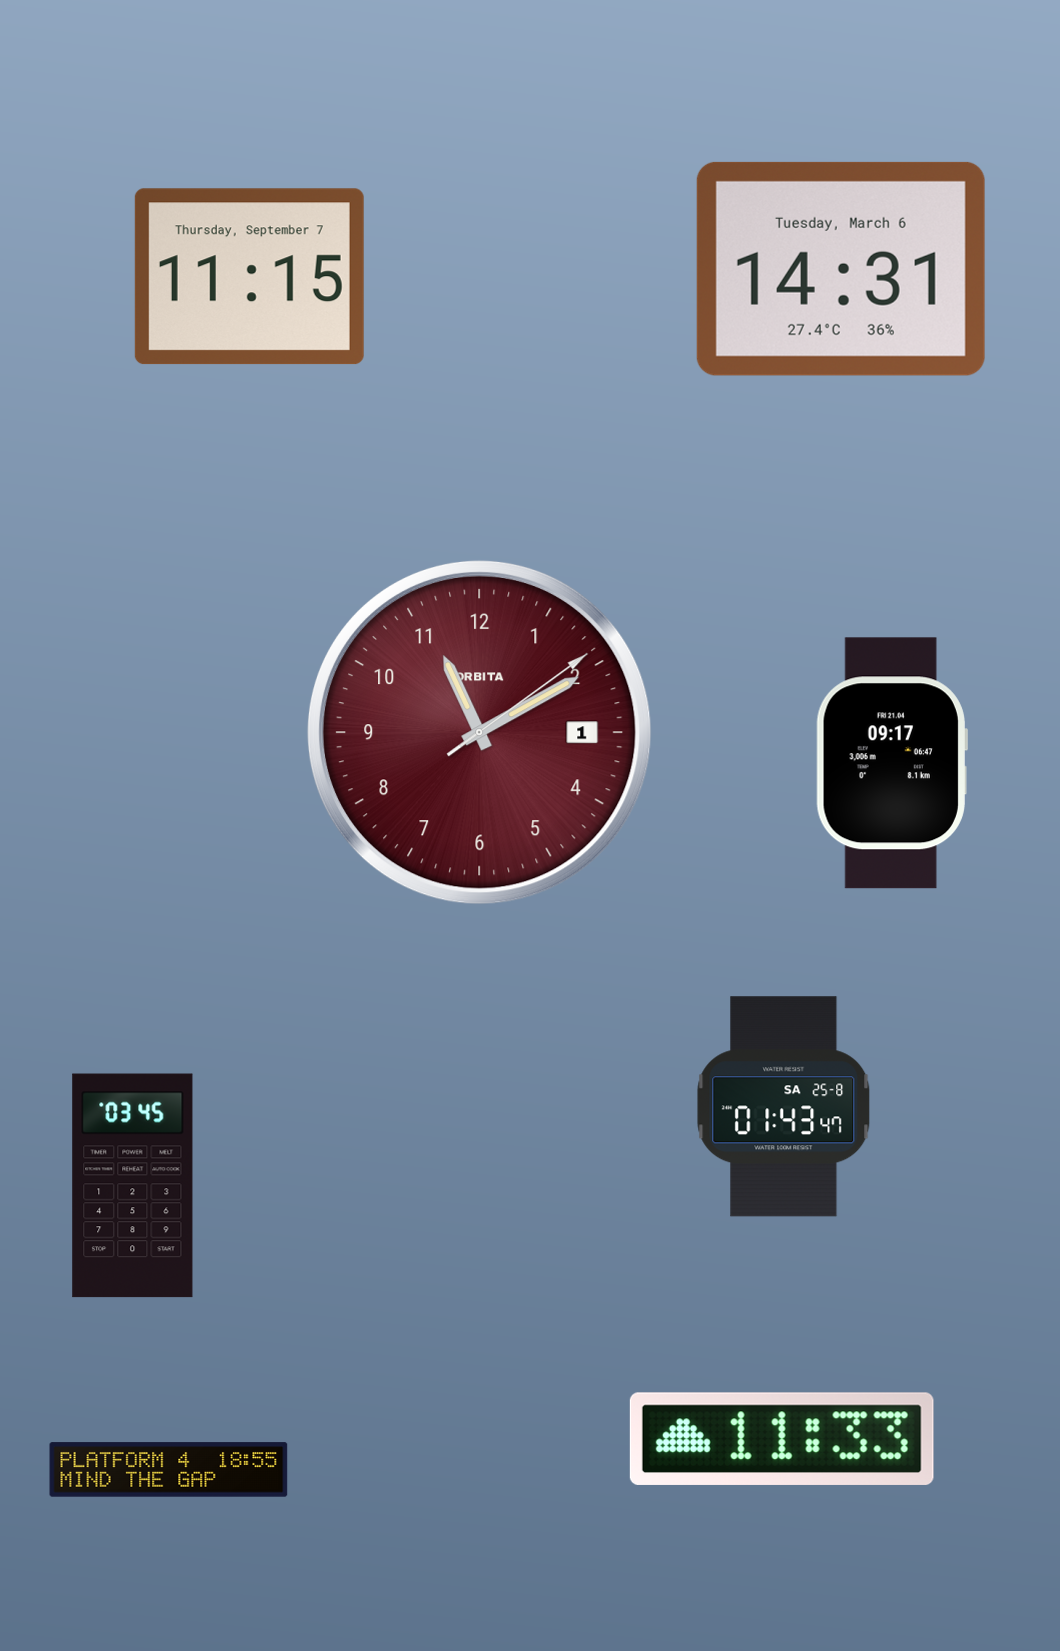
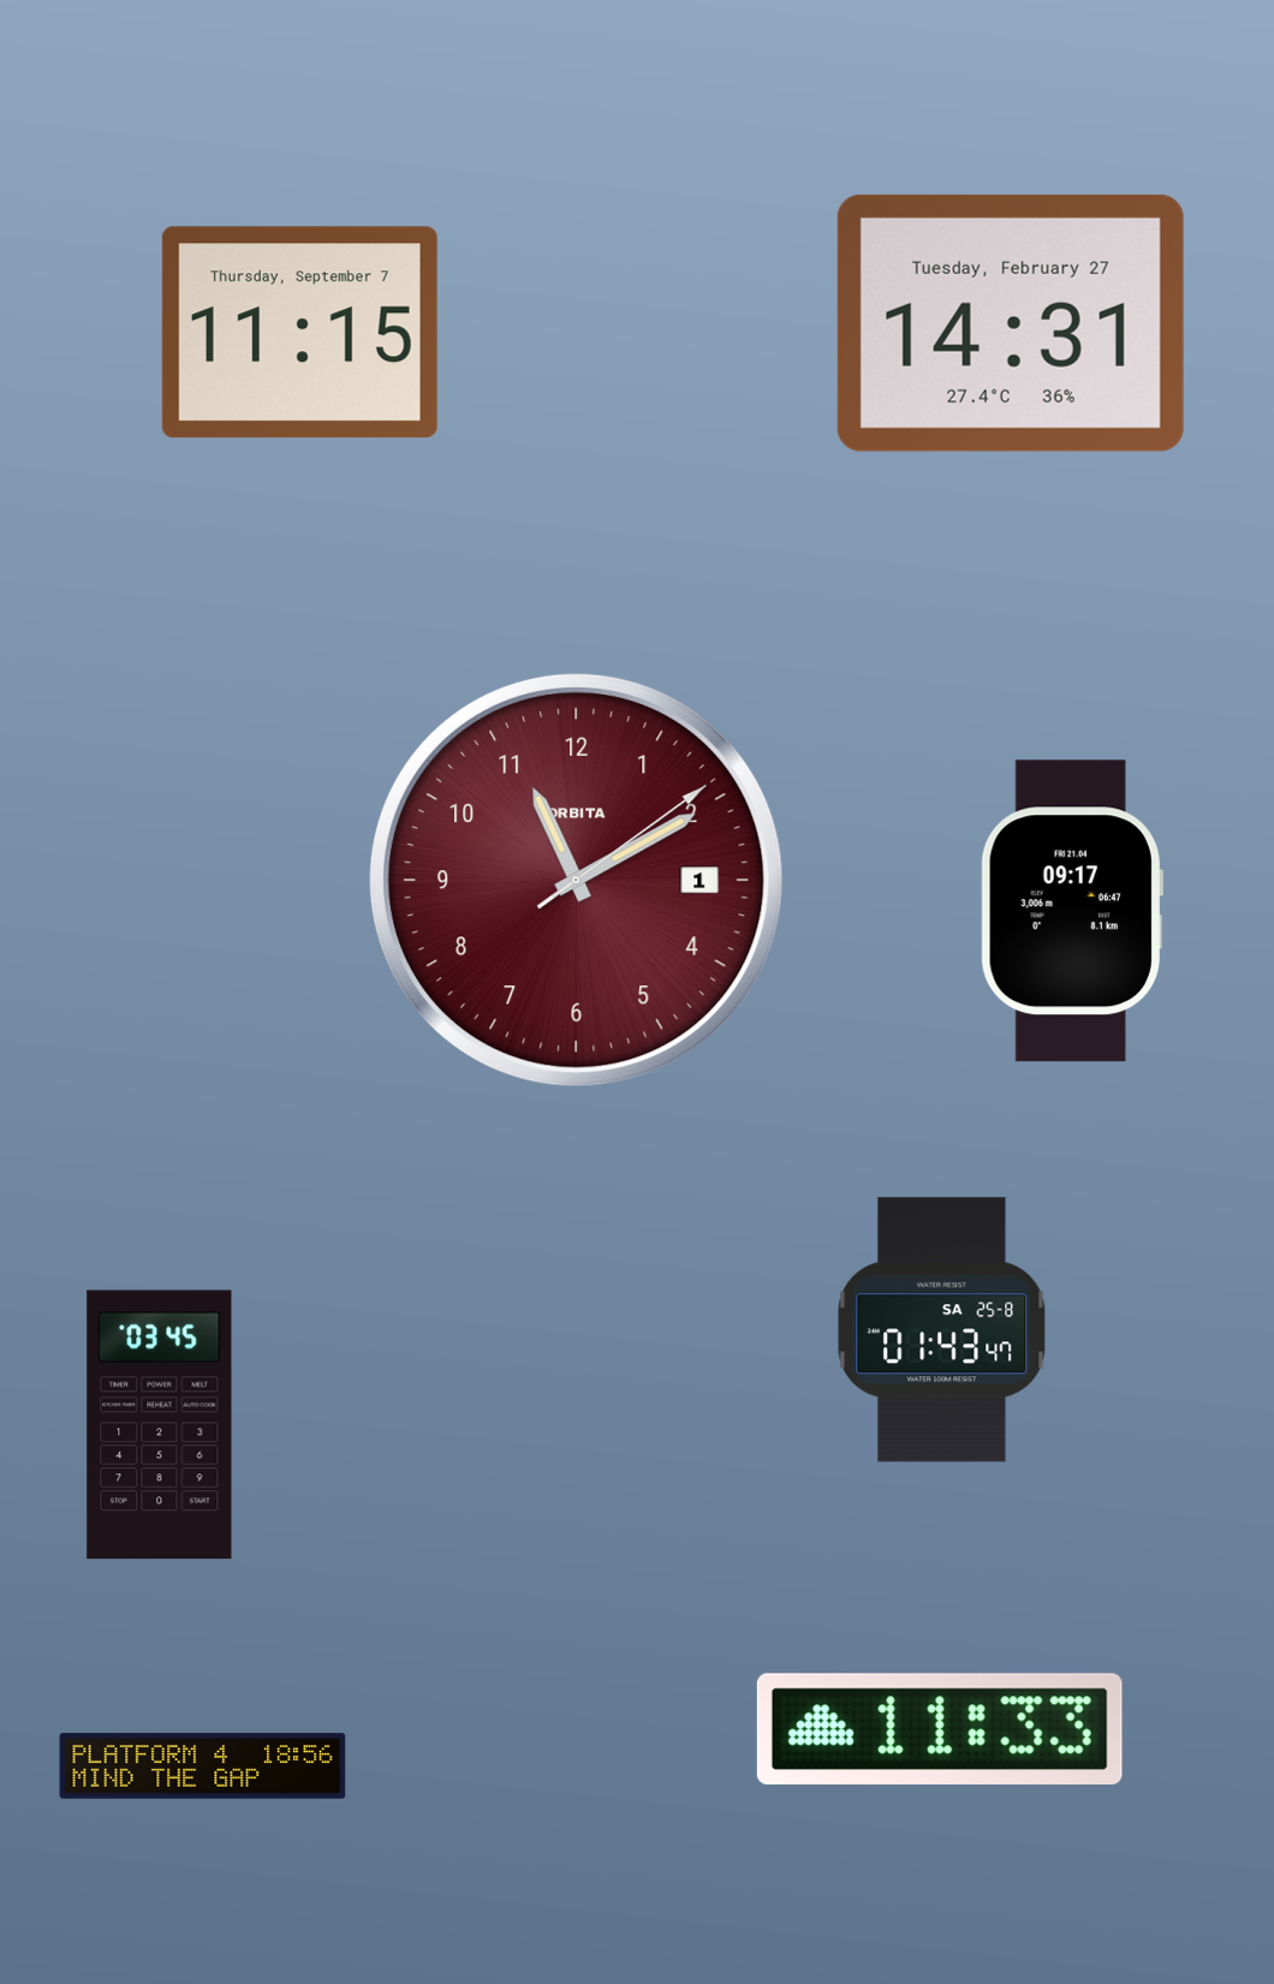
clock at (841, 269) date: Tuesday, March 6 -> Tuesday, February 27
clock at (892, 763) position: (892, 763) -> (1072, 911)
clock at (169, 1470): 18:55 -> 18:56
